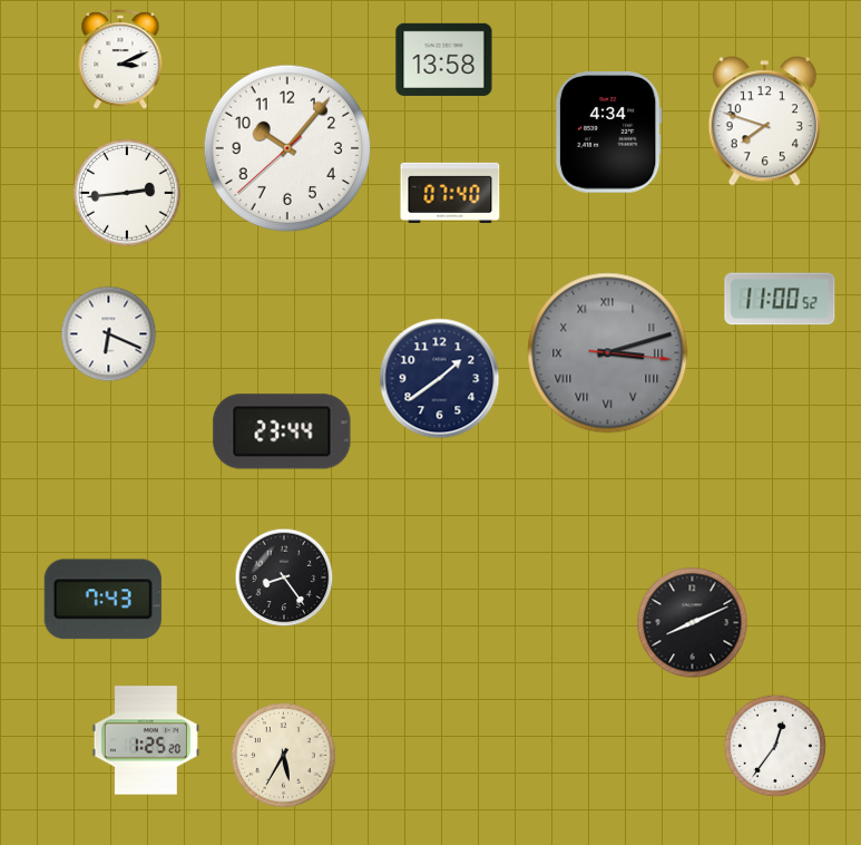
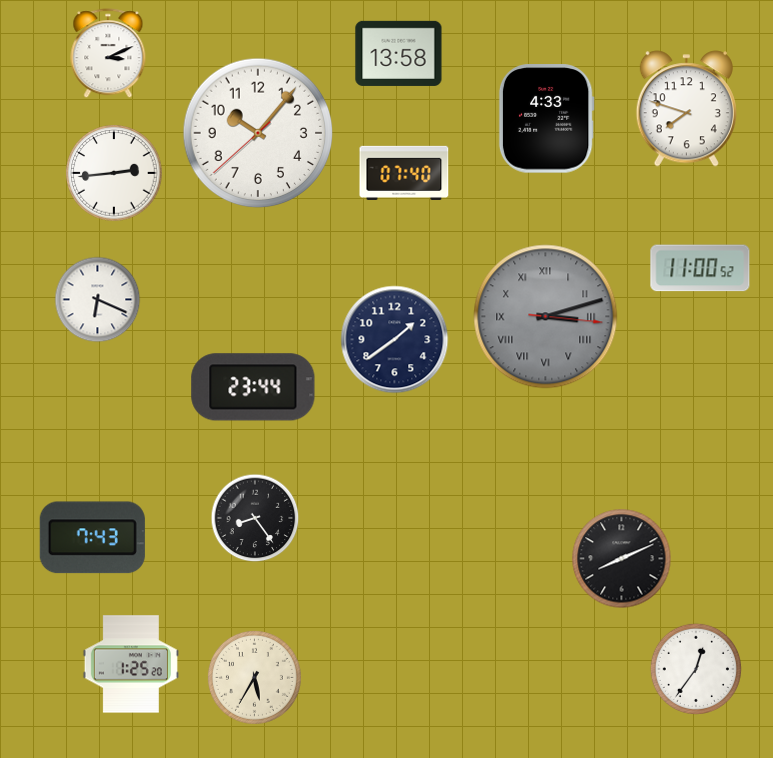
clock at (608, 133): 4:34 -> 4:33
